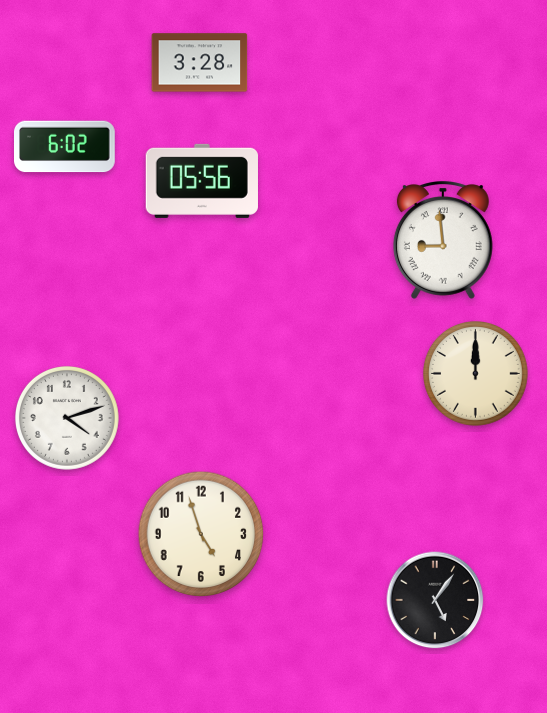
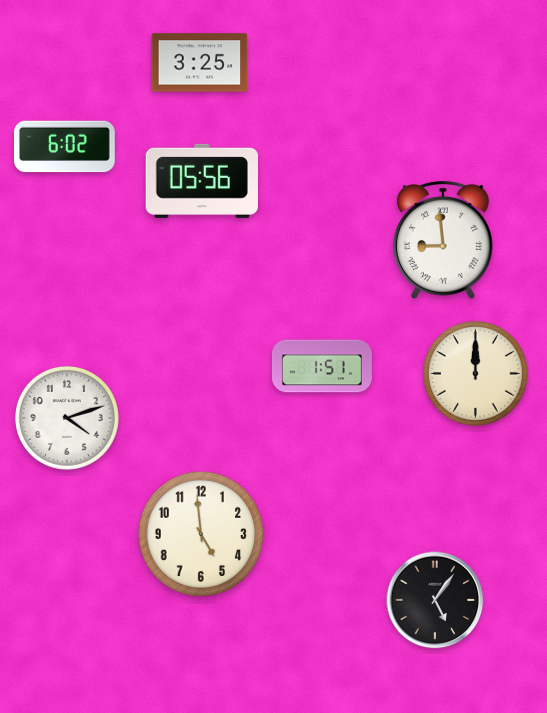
clock at (200, 63): 3:28 -> 3:25
clock at (322, 366): none -> 1:51
clock at (201, 534): 4:57 -> 4:59
